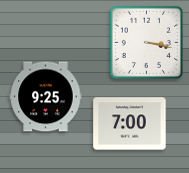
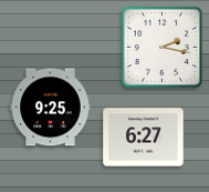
clock at (146, 42): 3:17 -> 2:17
clock at (130, 124): 7:00 -> 6:27
